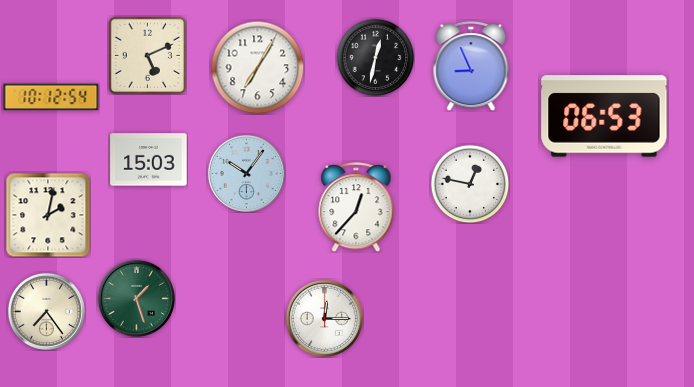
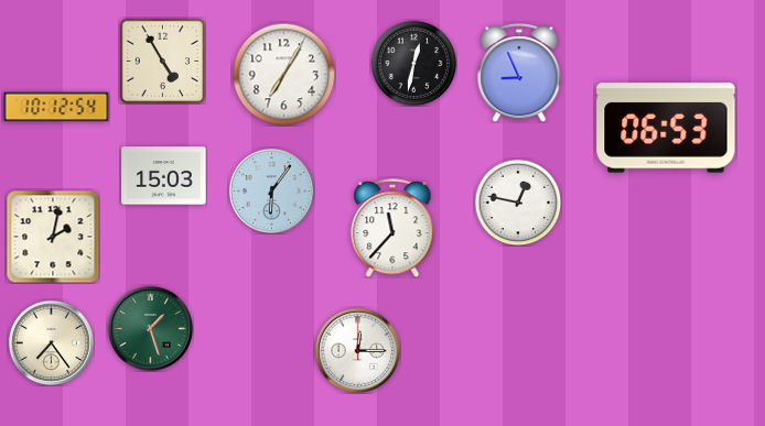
clock at (147, 55): 5:11 -> 4:55
clock at (246, 173): 10:06 -> 6:06
clock at (356, 207): 12:37 -> 11:37
